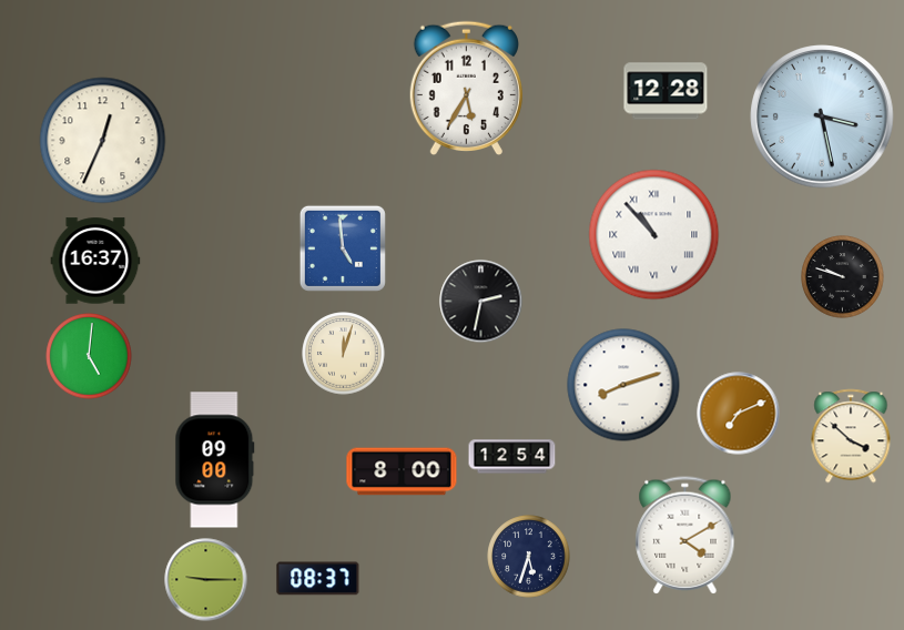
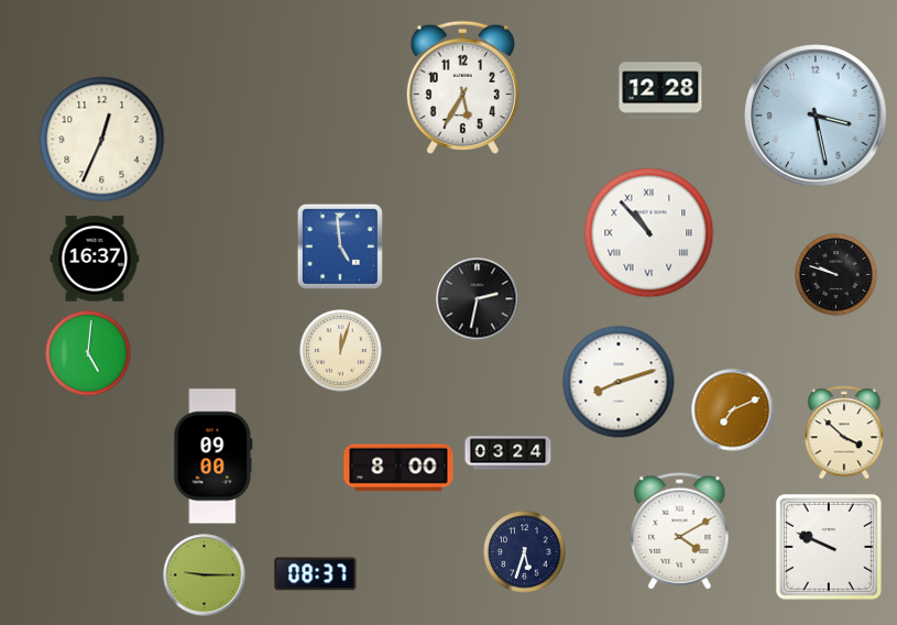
clock at (512, 457): 12:54 -> 03:24
clock at (829, 547): none -> 9:49
